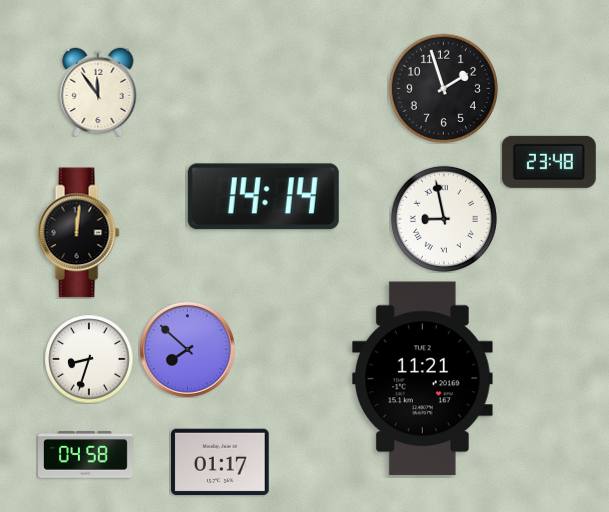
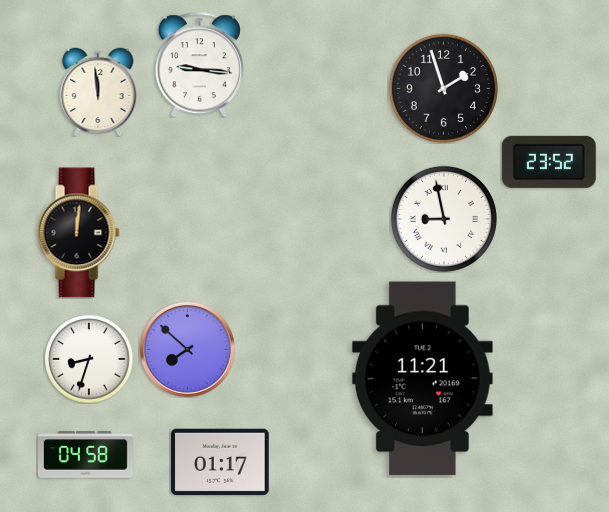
clock at (199, 64): none -> 9:16
clock at (98, 92): 11:54 -> 11:59
clock at (549, 162): 23:48 -> 23:52
clock at (263, 197): 14:14 -> none
